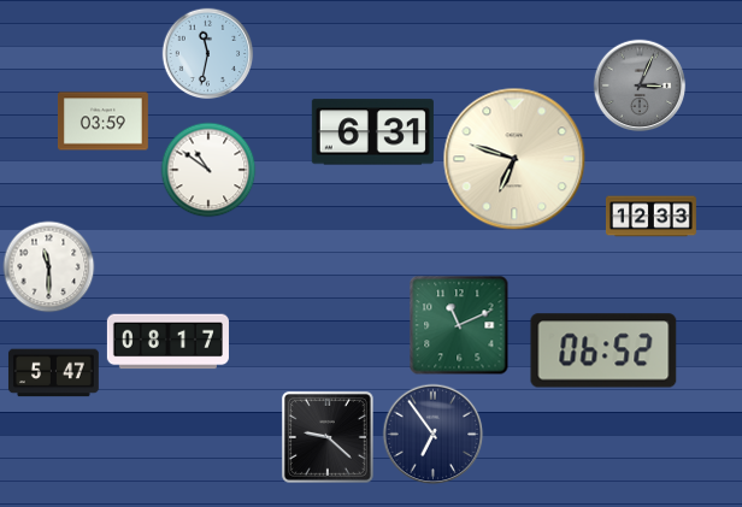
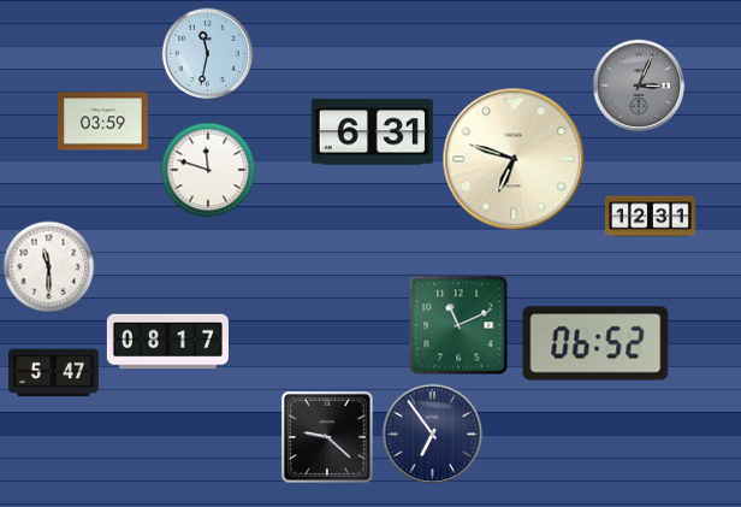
clock at (208, 170): 10:51 -> 11:48
clock at (650, 217): 12:33 -> 12:31
clock at (603, 350) position: (603, 350) -> (595, 343)
